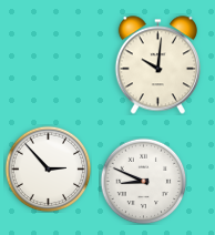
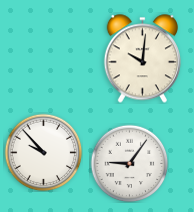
clock at (48, 168): 2:53 -> 9:53
clock at (143, 181): 8:49 -> 9:06
